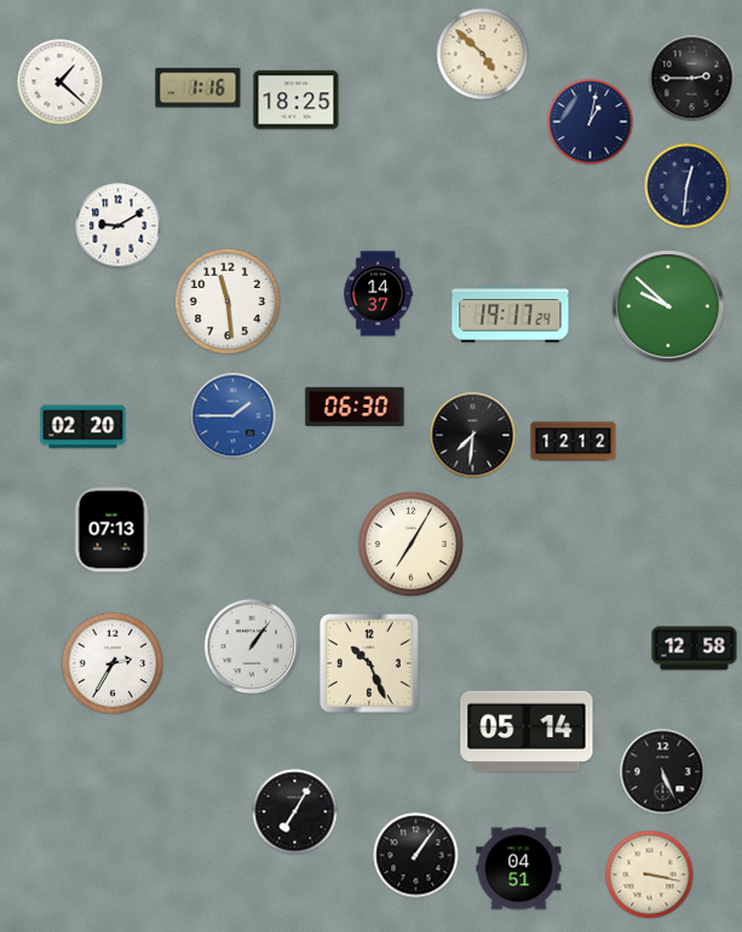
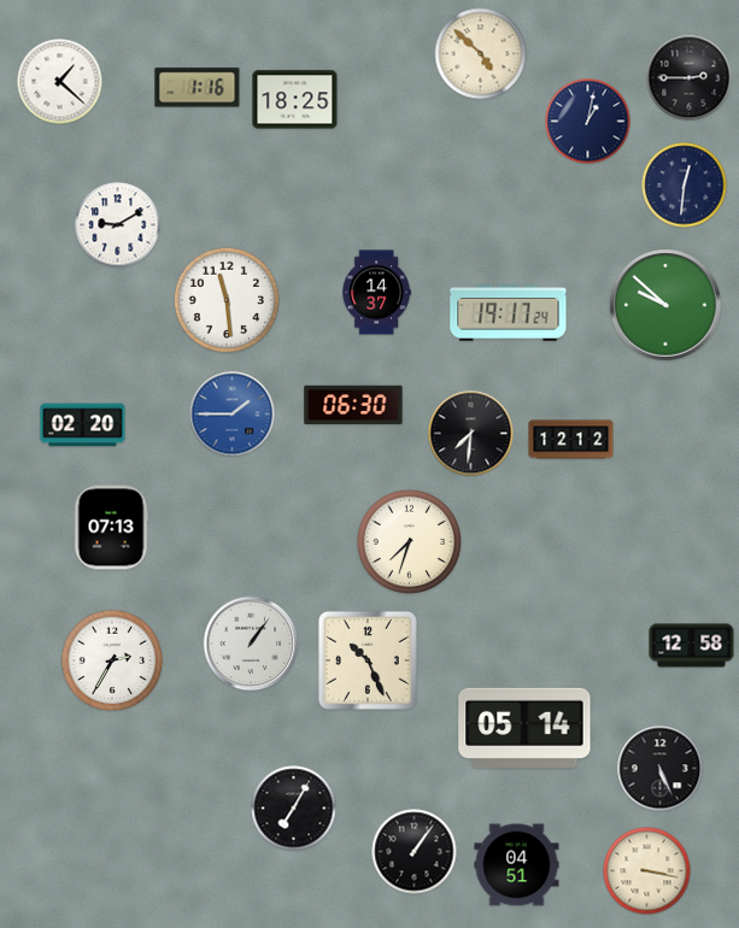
clock at (410, 543): 7:05 -> 7:33
